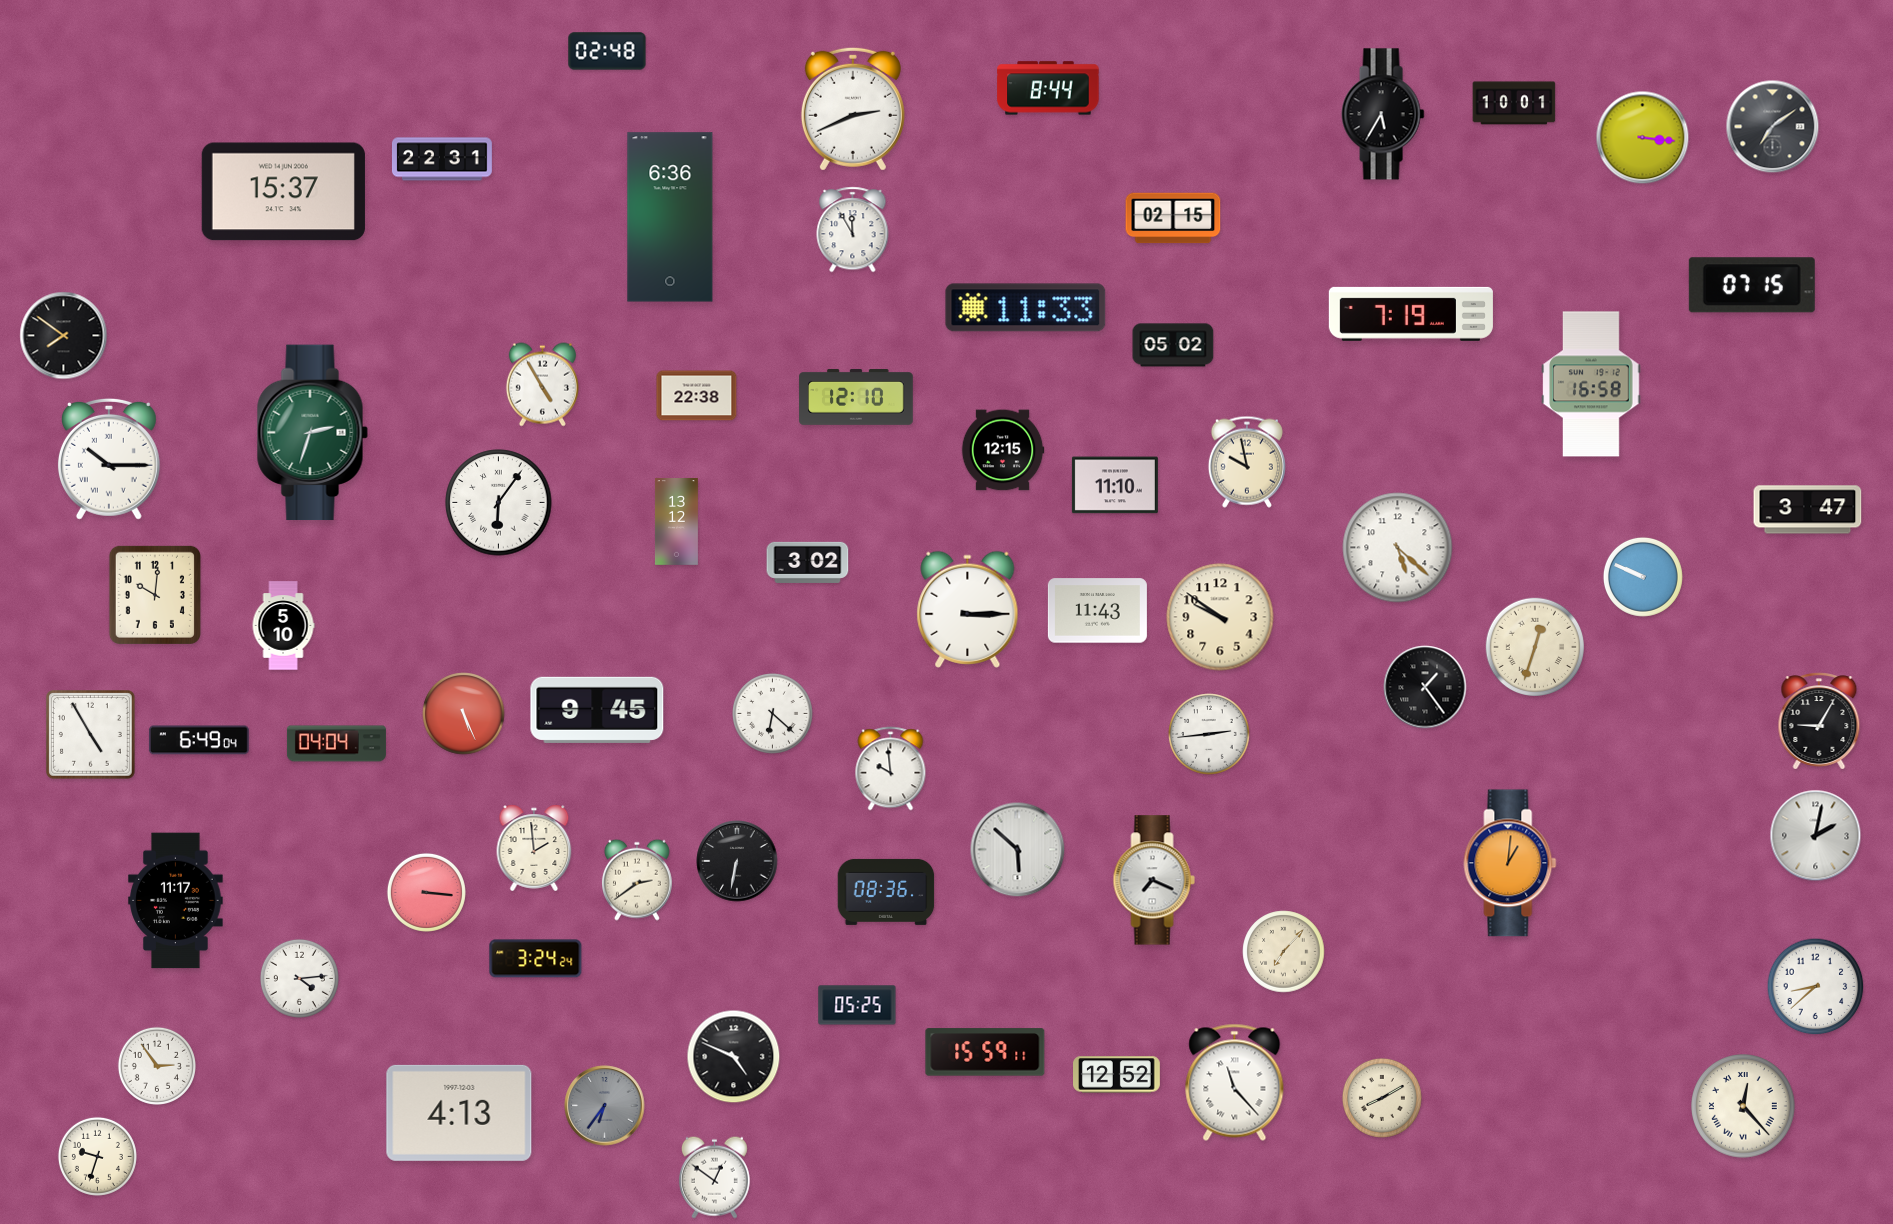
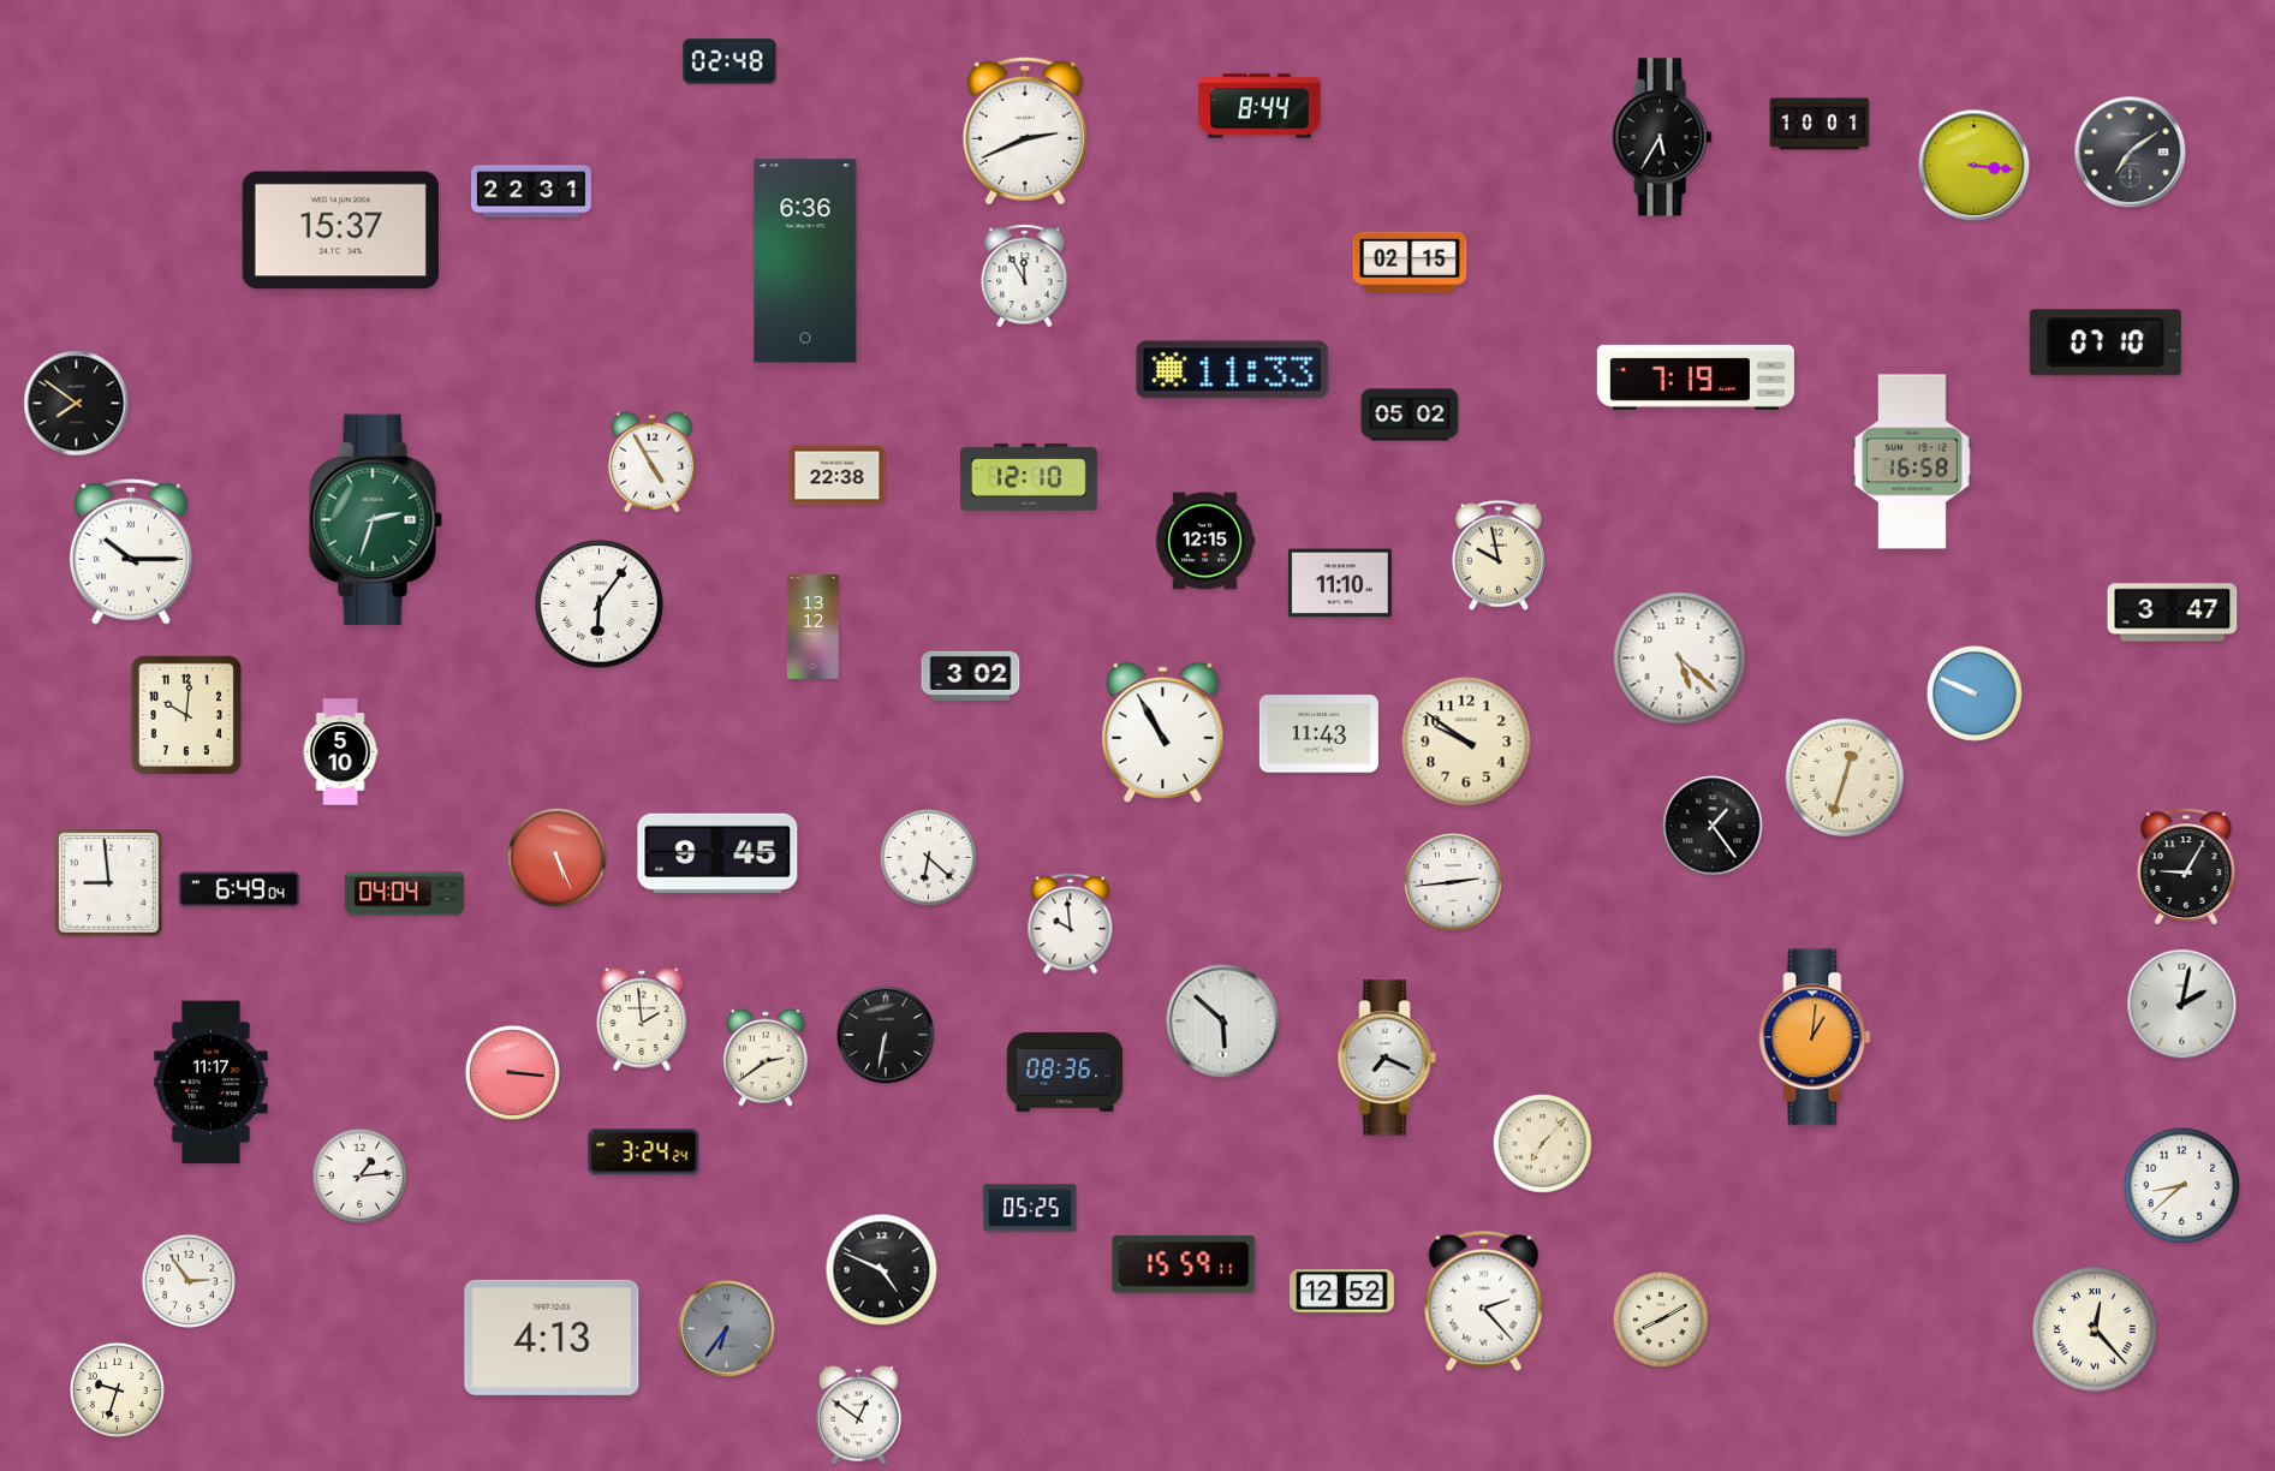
clock at (1752, 285): 07:15 -> 07:10
clock at (968, 609): 3:15 -> 10:55
clock at (91, 735): 4:55 -> 8:59
clock at (299, 978): 4:14 -> 1:14
clock at (1235, 1082): 11:23 -> 2:23
